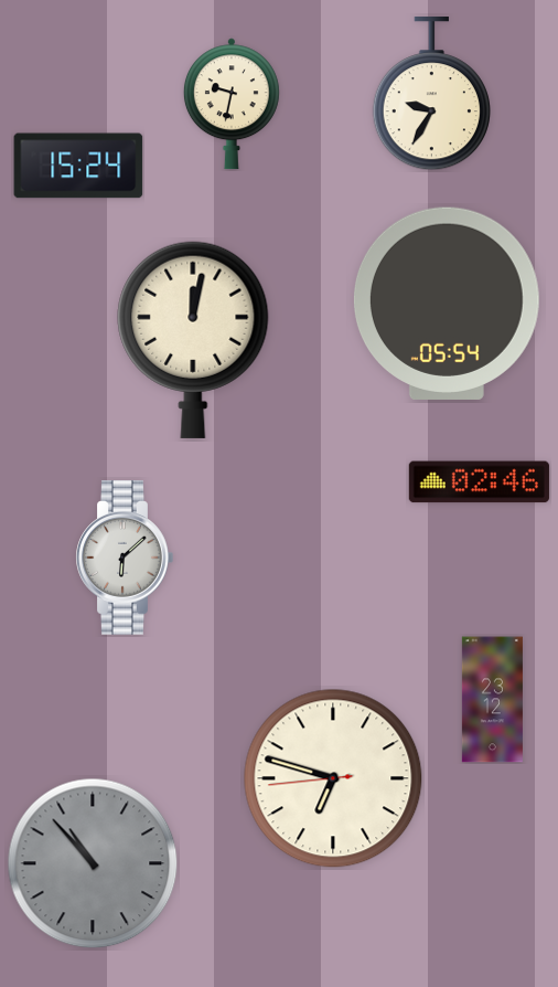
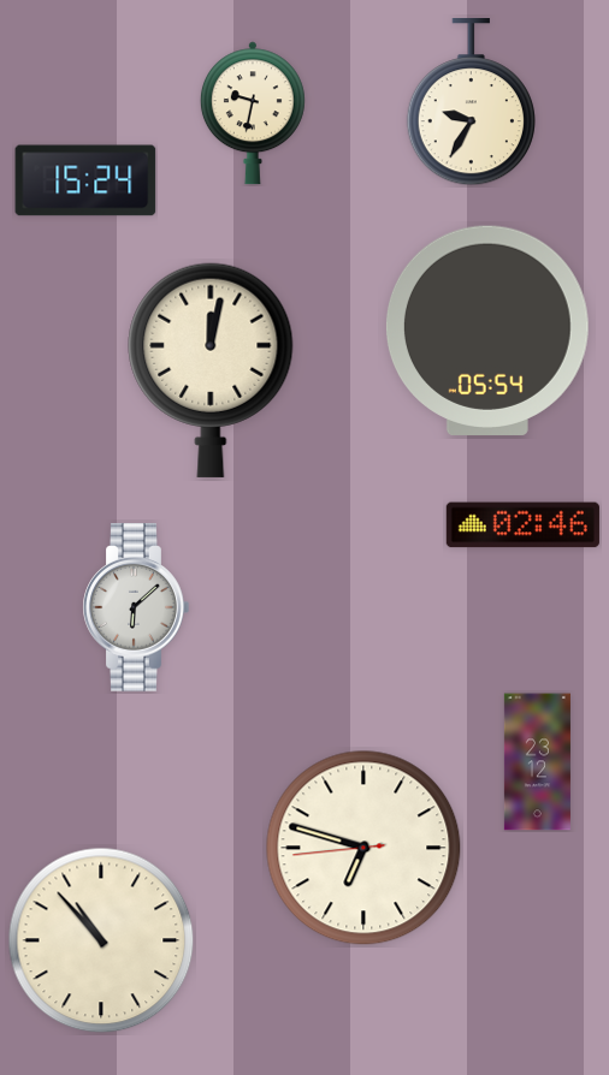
clock at (93, 863) dial: grey -> cream
